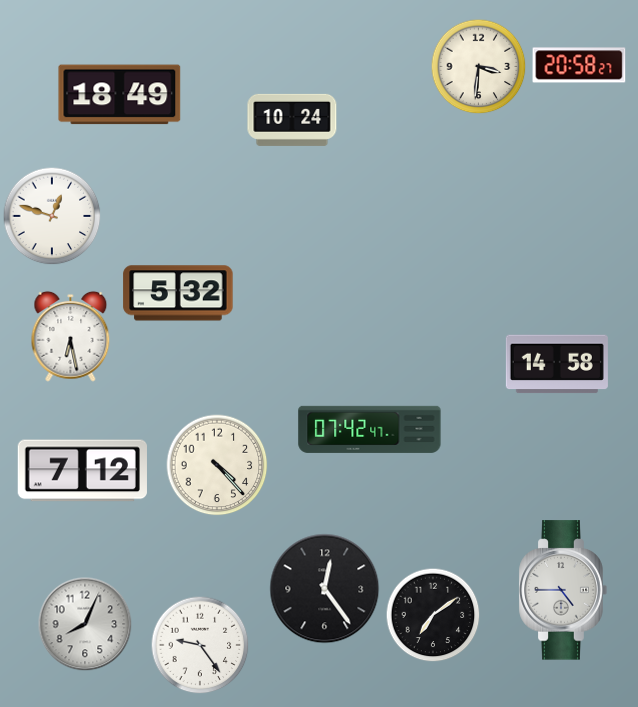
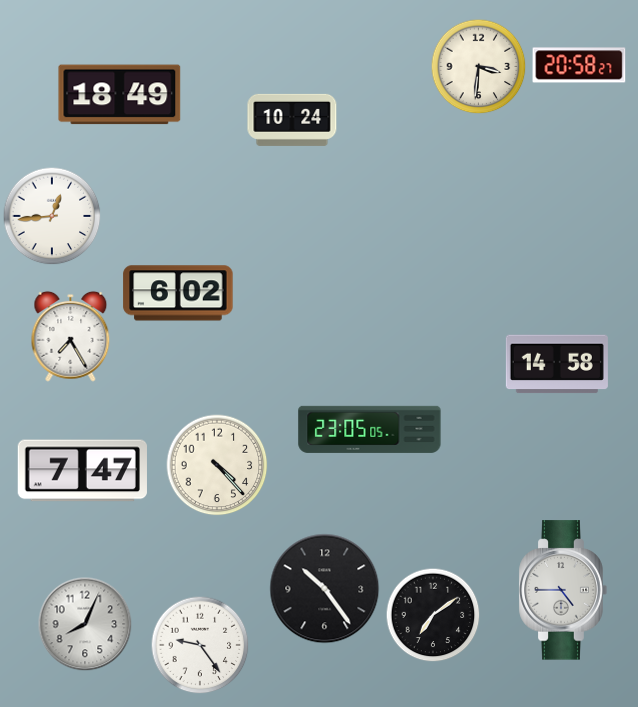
clock at (52, 216): 12:48 -> 12:44
clock at (178, 293): 5:32 -> 6:02
clock at (71, 336): 6:28 -> 7:25
clock at (370, 429): 07:42 -> 23:05
clock at (82, 471): 7:12 -> 7:47
clock at (325, 589): 12:24 -> 10:24
